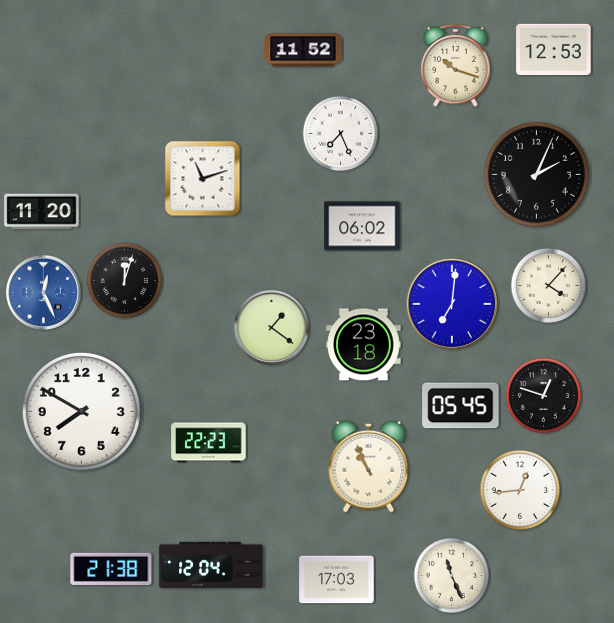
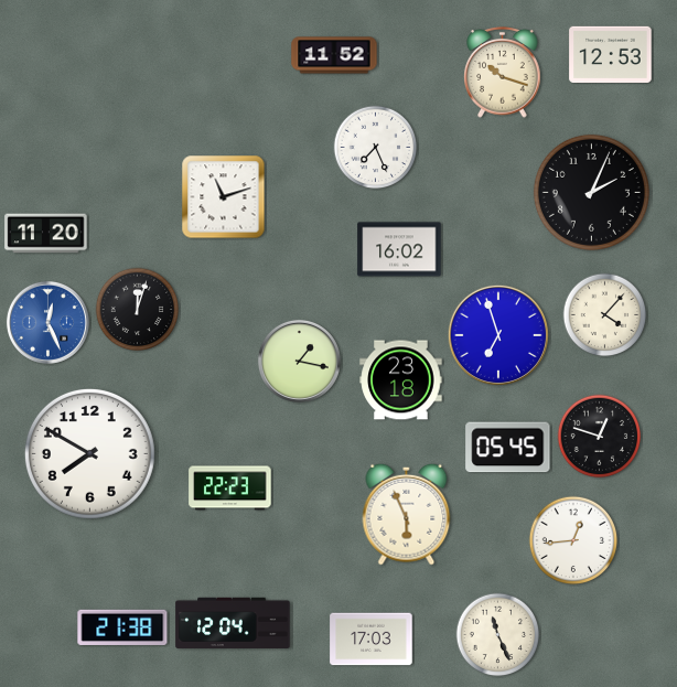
clock at (362, 226): 06:02 -> 16:02
clock at (452, 304): 7:01 -> 6:57
clock at (271, 327): 1:21 -> 1:17
clock at (369, 466): 10:56 -> 5:56
